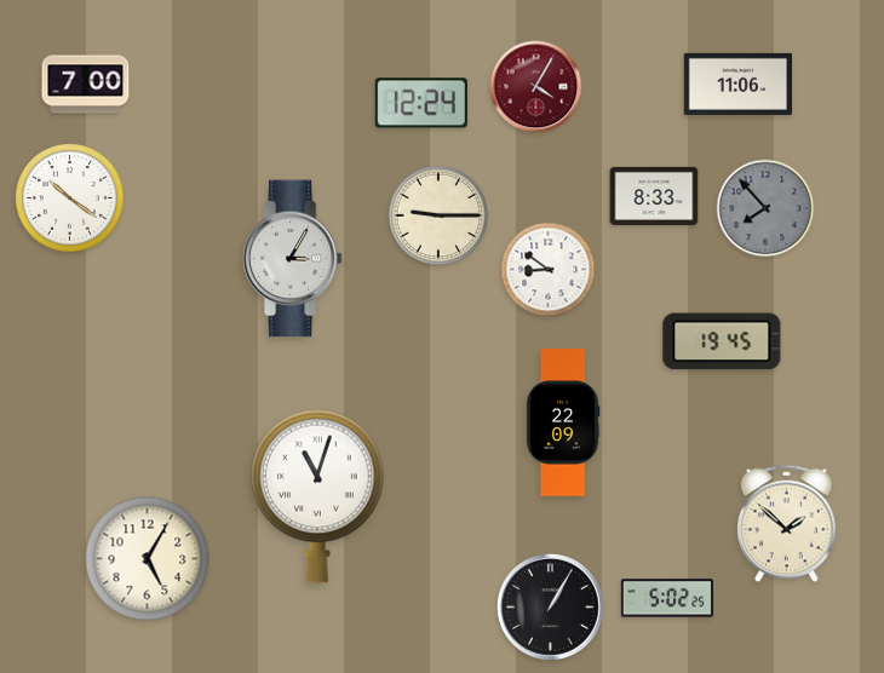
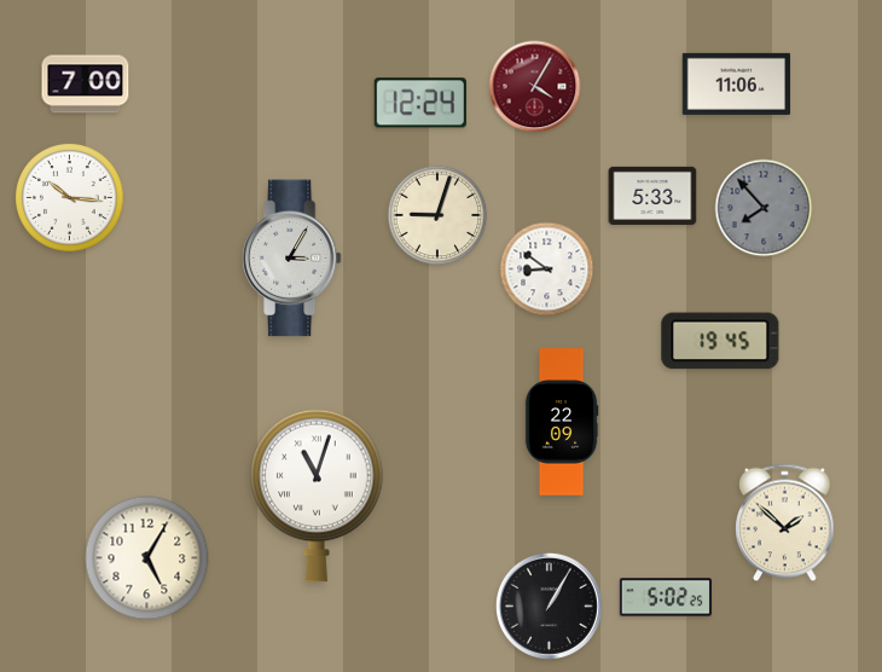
clock at (654, 196): 8:33 -> 5:33
clock at (70, 199): 10:21 -> 10:16
clock at (438, 215): 9:15 -> 9:03
